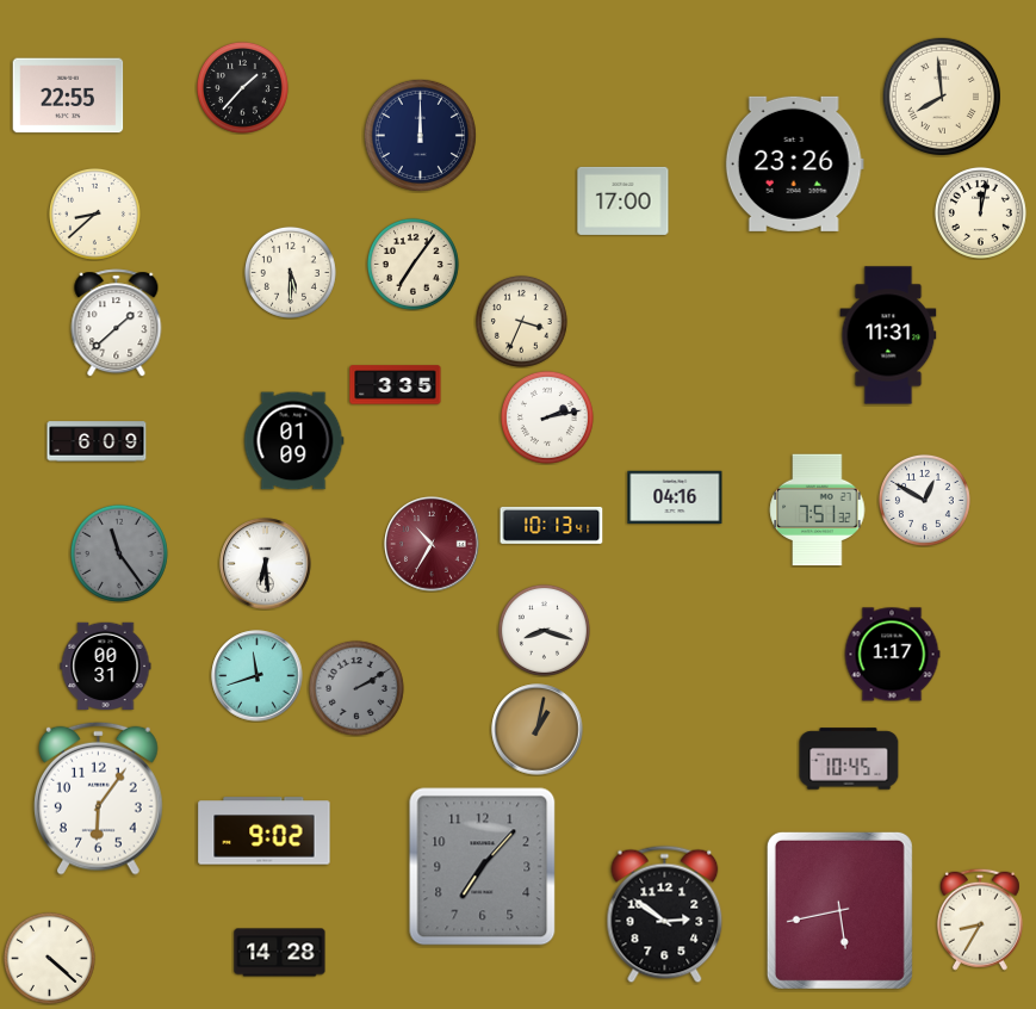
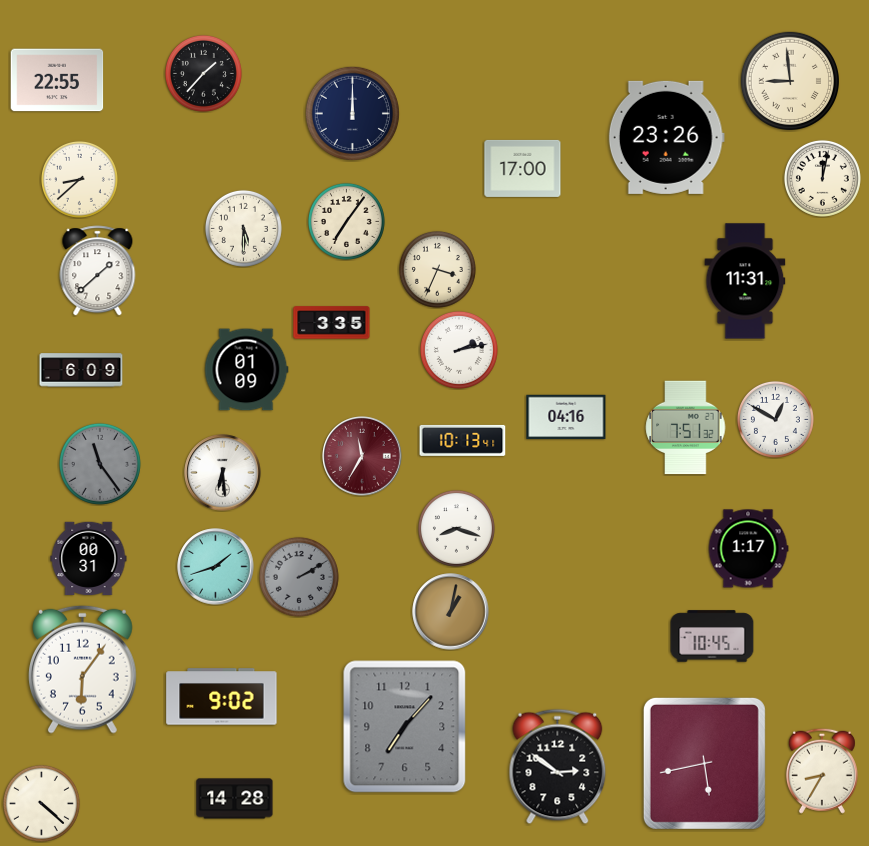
clock at (941, 95): 7:59 -> 8:59
clock at (432, 544): 10:35 -> 11:35
clock at (258, 676): 11:42 -> 1:42
